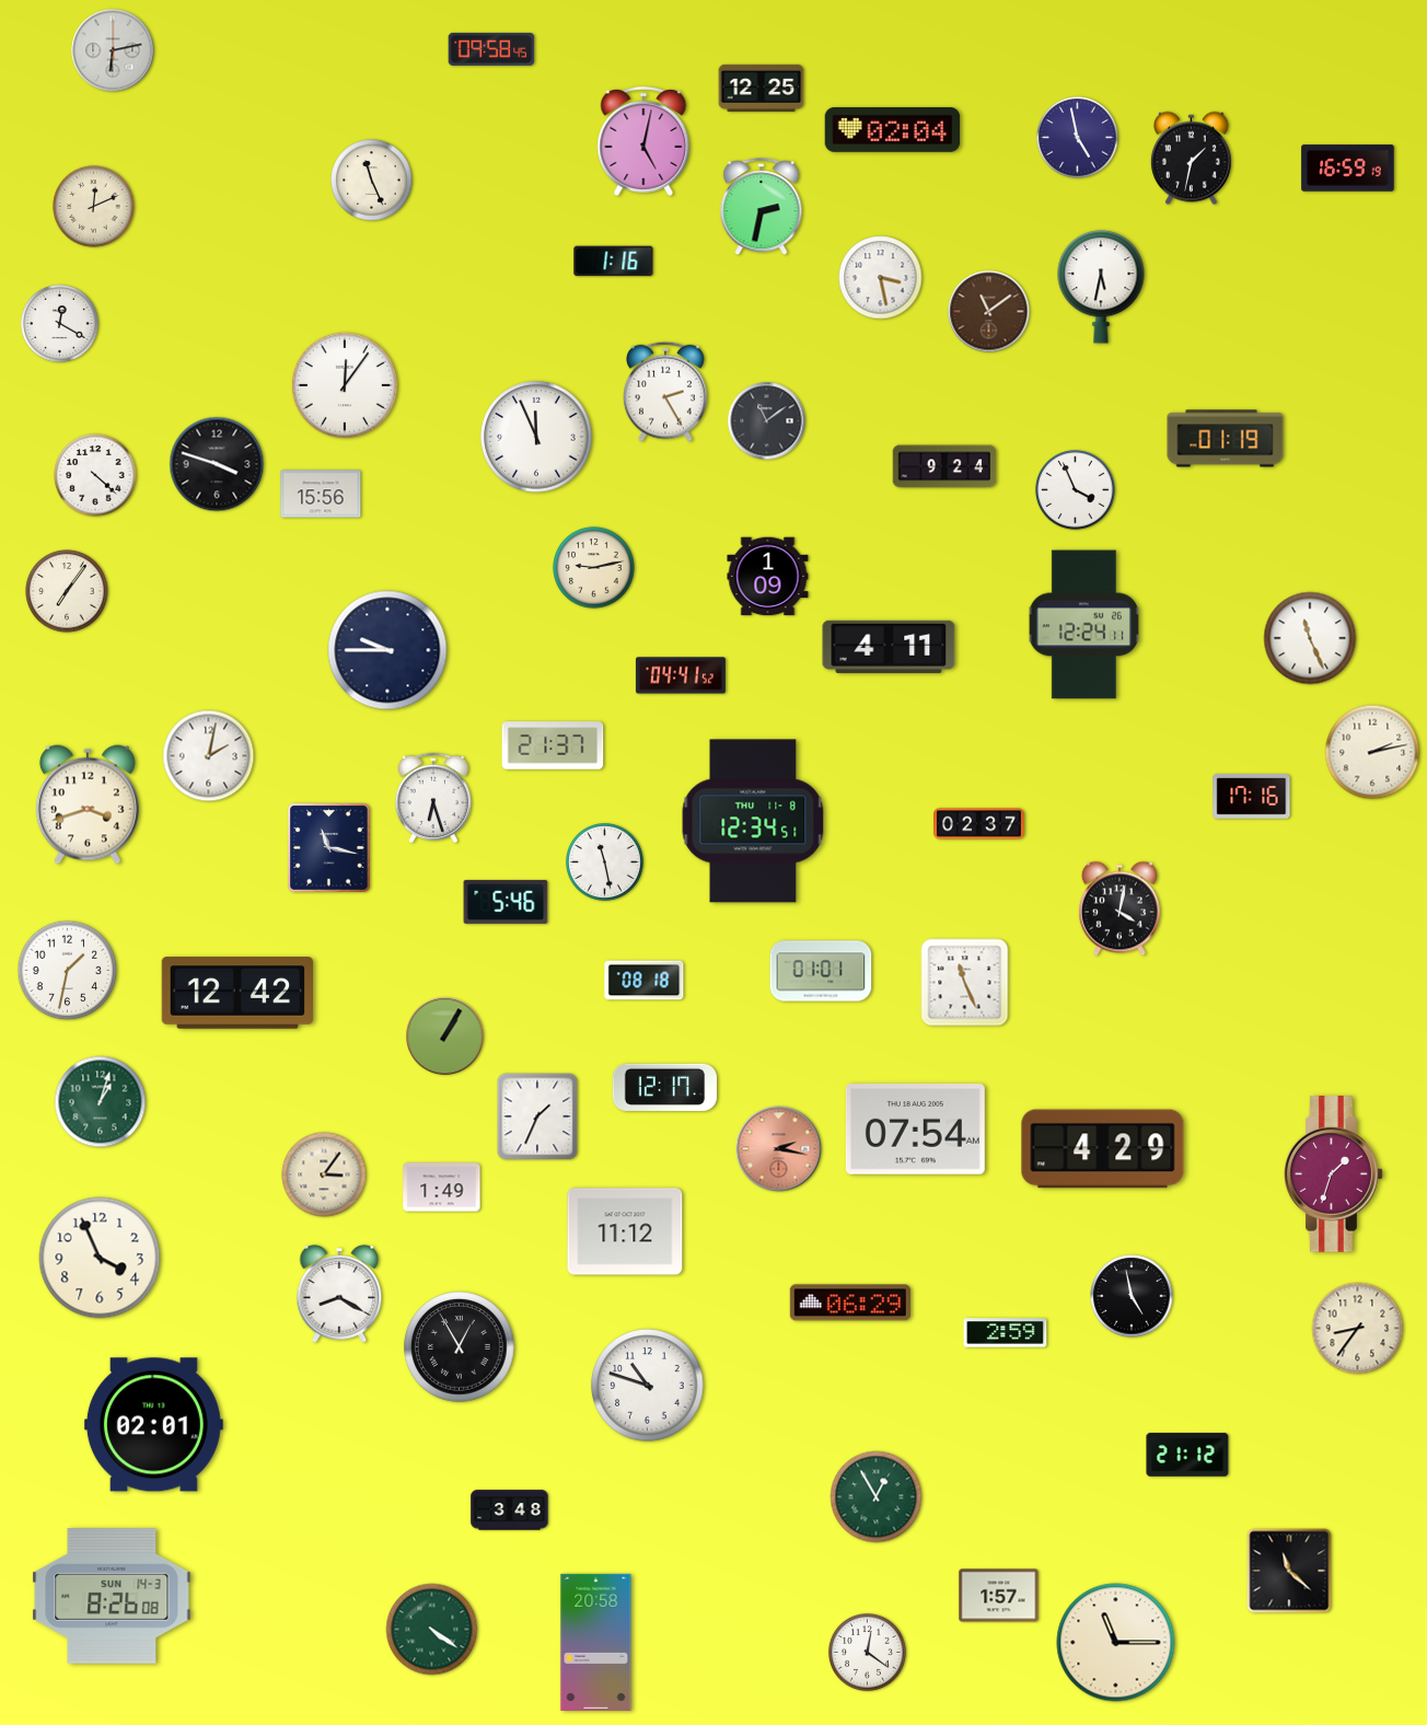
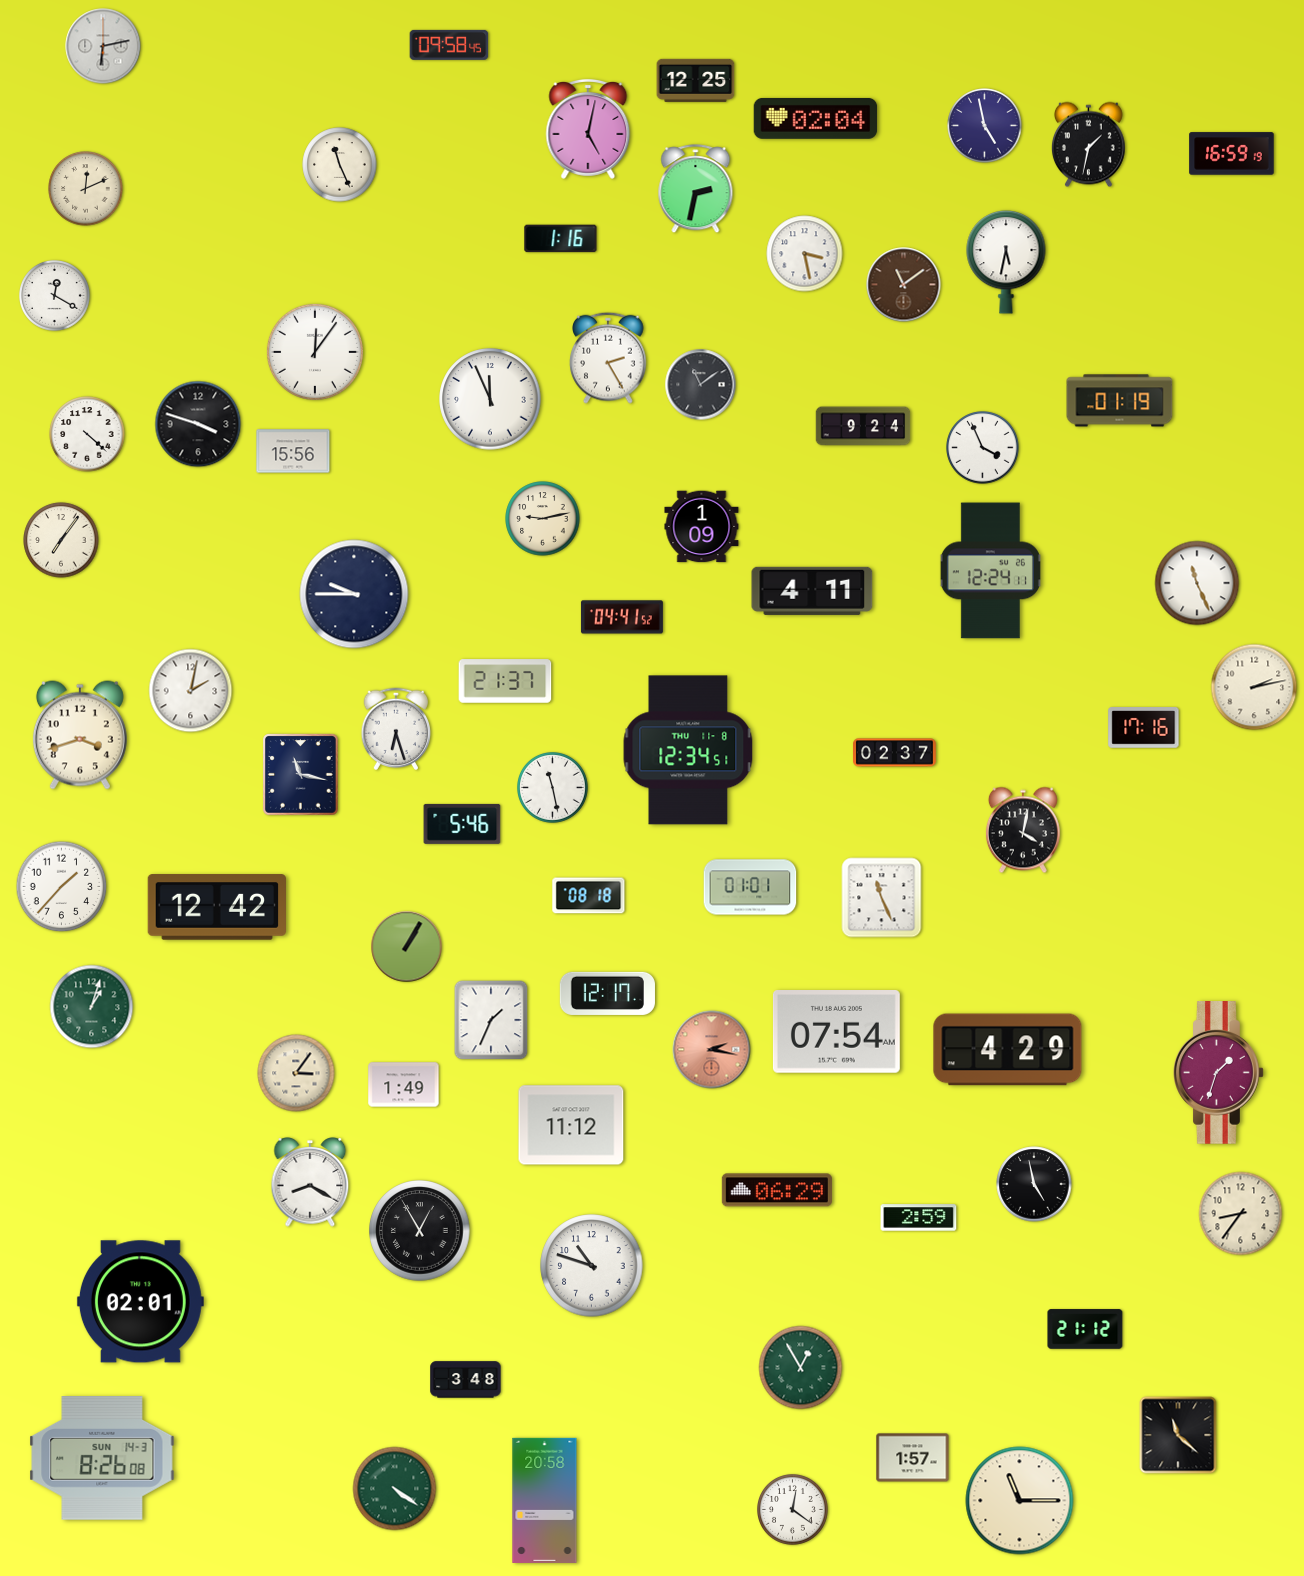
clock at (68, 971): 1:32 -> 1:37
clock at (100, 1258): 3:56 -> none
